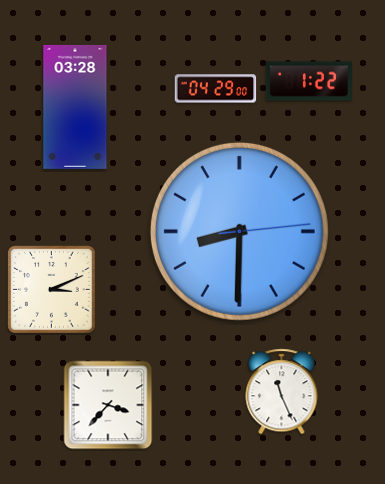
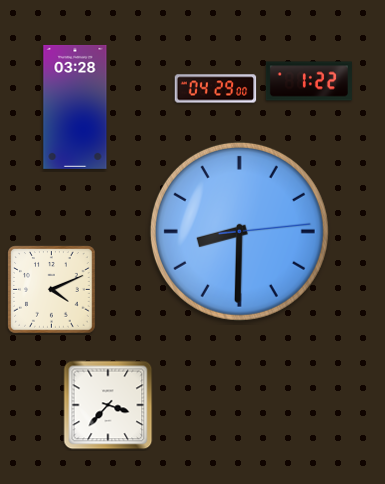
clock at (52, 290): 3:11 -> 4:11
clock at (282, 392): 11:26 -> none
